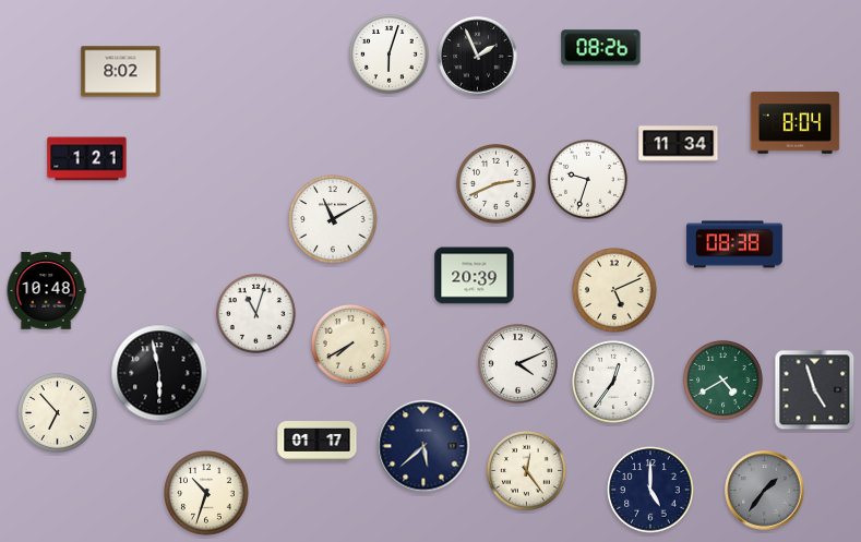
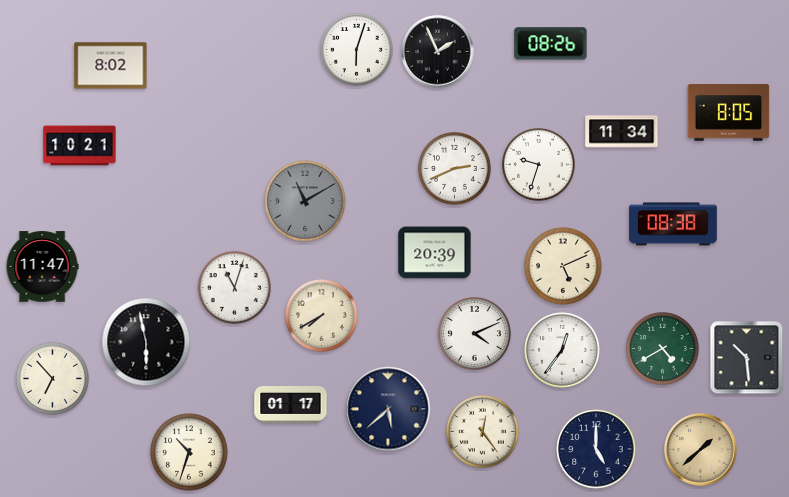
clock at (796, 123): 8:04 -> 8:05
clock at (87, 159): 1:21 -> 10:21
clock at (333, 219) dial: white -> grey
clock at (46, 291): 10:48 -> 11:47
clock at (815, 390): 4:57 -> 10:29
clock at (765, 491): 1:36 -> 1:38
clock at (765, 491) dial: grey -> champagne
